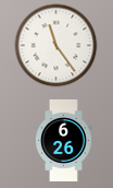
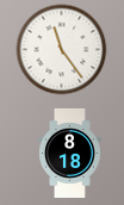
clock at (64, 140): 6:26 -> 8:18
